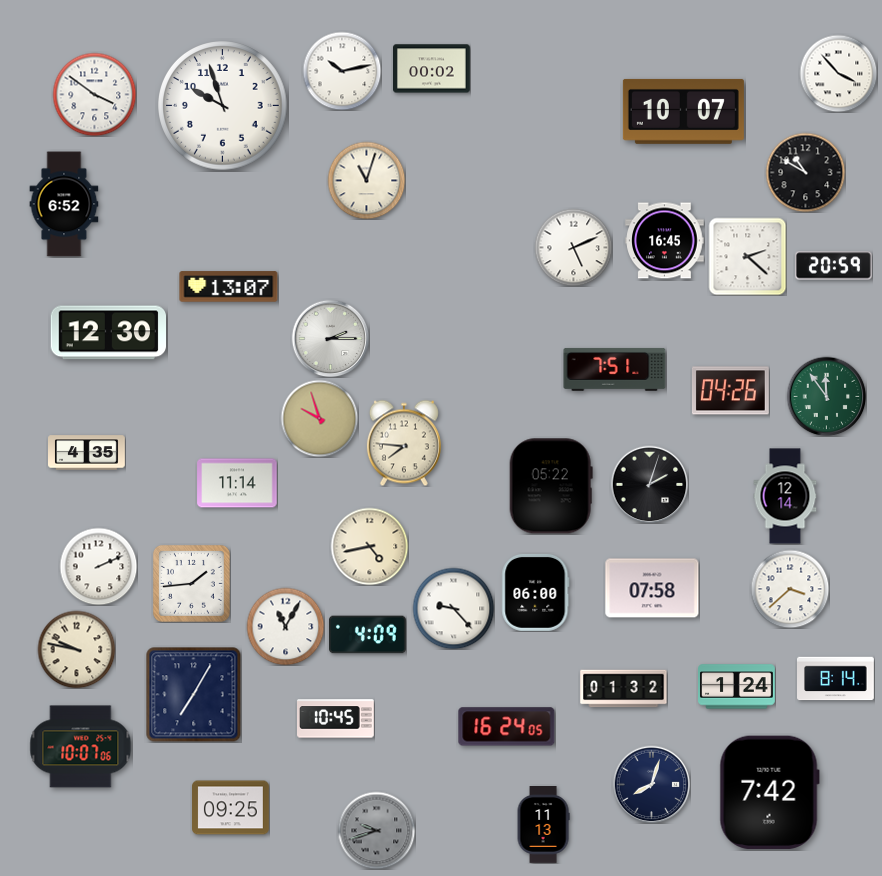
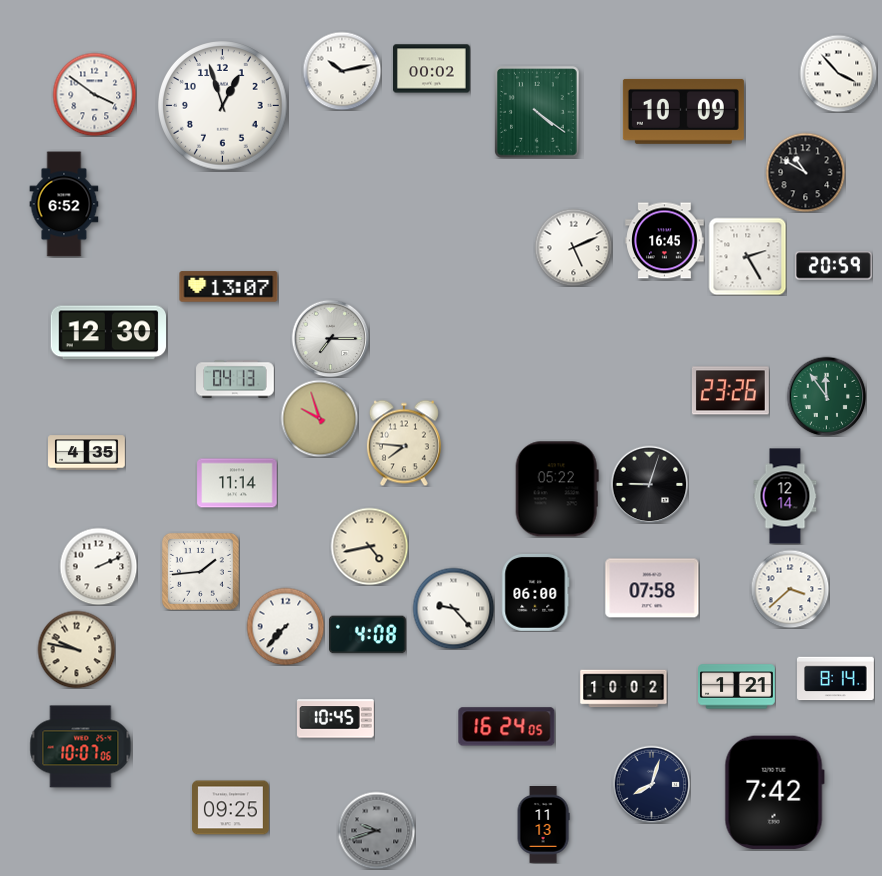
clock at (223, 106): 9:57 -> 12:57
clock at (683, 111): 10:07 -> 10:09
clock at (537, 112): none -> 4:21
clock at (366, 180): 11:03 -> none
clock at (747, 256): 2:22 -> 2:25
clock at (330, 338): 2:15 -> 7:15
clock at (615, 370): 7:51 -> none
clock at (235, 379): none -> 04:13
clock at (731, 391): 04:26 -> 23:26
clock at (649, 484): 2:03 -> 9:03
clock at (551, 486) position: (551, 486) -> (557, 489)
clock at (191, 583) position: (191, 583) -> (200, 571)
clock at (285, 626): 11:05 -> 7:37
clock at (368, 635): 4:09 -> 4:08
clock at (737, 687): 1:24 -> 1:21
clock at (624, 689): 01:32 -> 10:02
clock at (193, 694): 7:05 -> none
clock at (769, 792) position: (769, 792) -> (774, 792)
